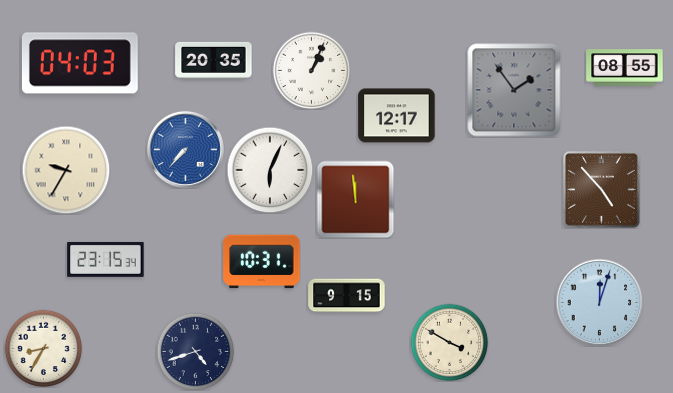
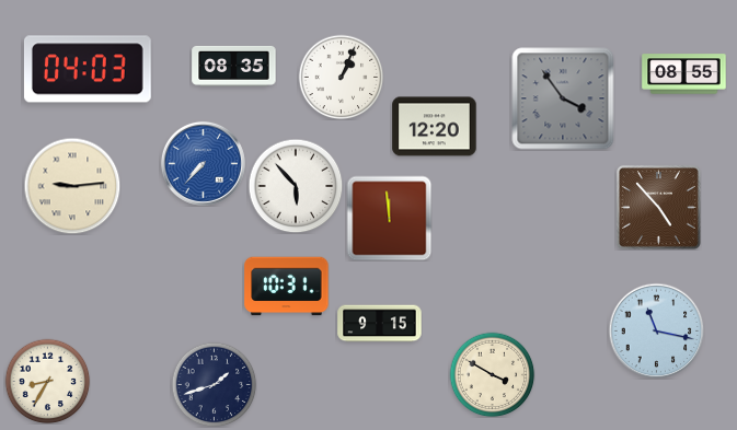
clock at (214, 60): 20:35 -> 08:35
clock at (514, 90): 1:54 -> 3:54
clock at (397, 116): 12:17 -> 12:20
clock at (66, 170): 9:35 -> 9:14
clock at (270, 170): 6:04 -> 5:53
clock at (106, 259): 23:15 -> none
clock at (599, 302): 12:03 -> 11:17
clock at (195, 351): 4:42 -> 1:42
